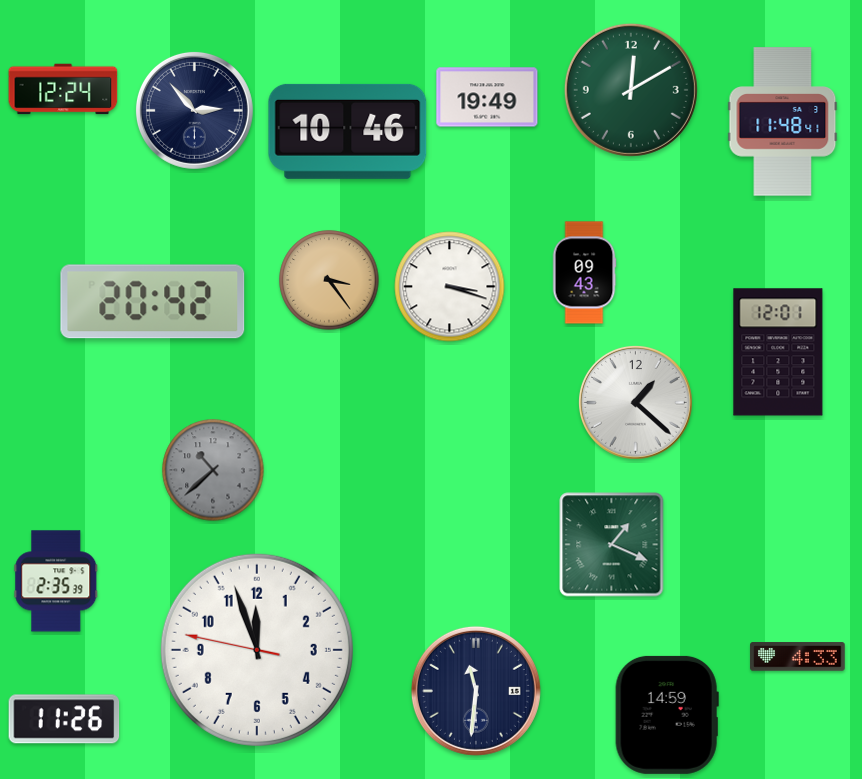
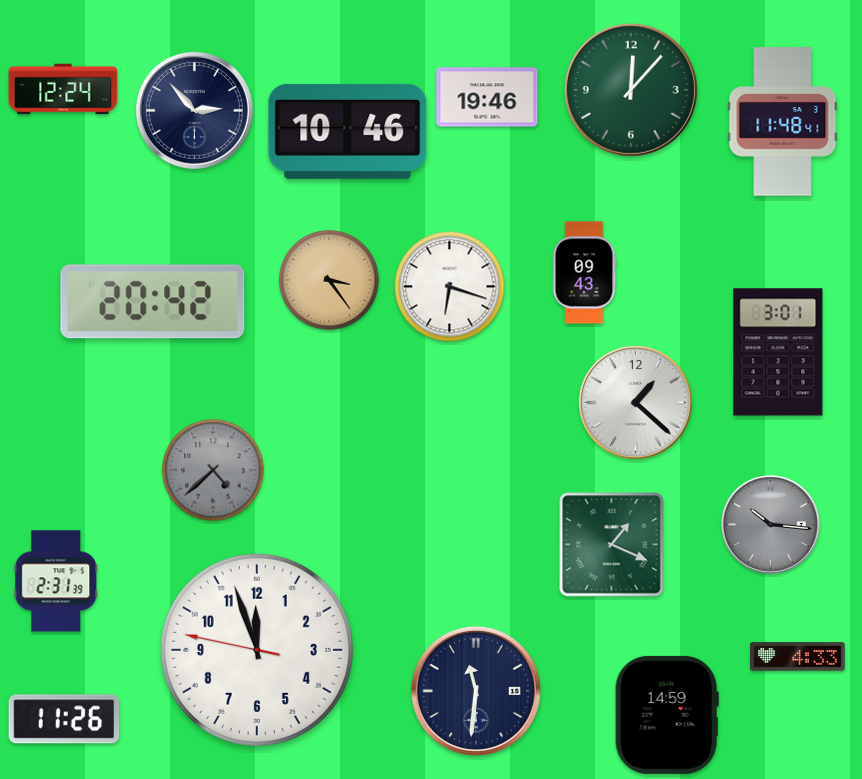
clock at (631, 90): 12:10 -> 12:07
clock at (487, 97): 19:49 -> 19:46
clock at (450, 287): 3:18 -> 6:18
clock at (778, 352): 12:01 -> 3:01
clock at (213, 470): 10:38 -> 4:38
clock at (771, 525): none -> 10:16
clock at (56, 581): 2:35 -> 2:31
